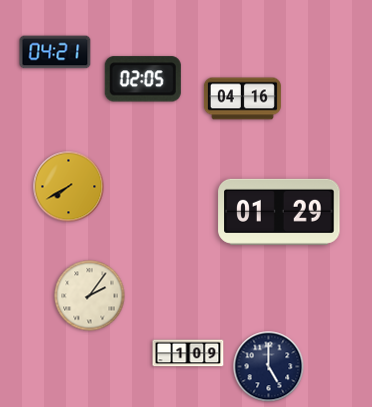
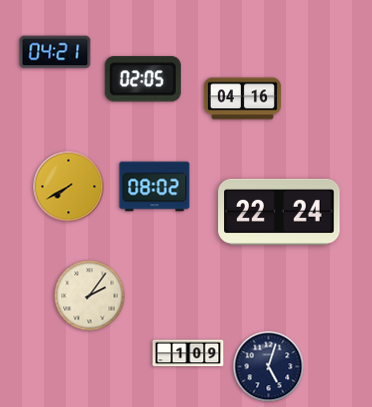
clock at (155, 187): none -> 08:02
clock at (279, 212): 01:29 -> 22:24
clock at (269, 367): 5:00 -> 5:03
